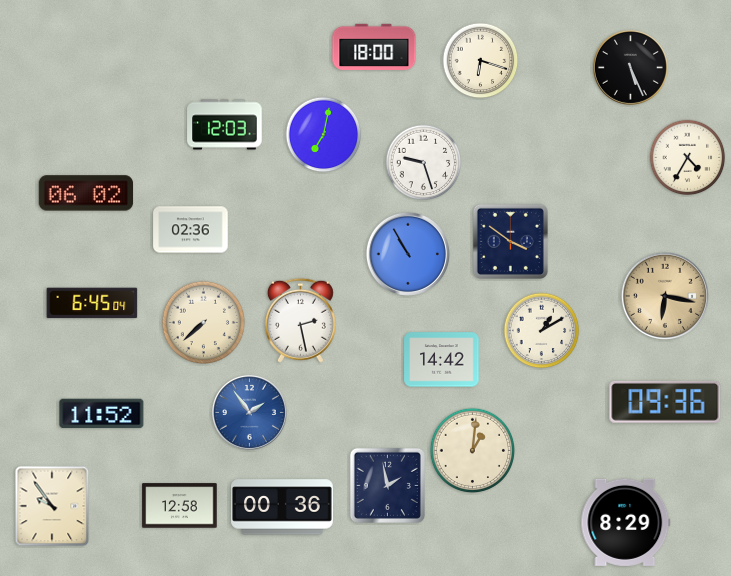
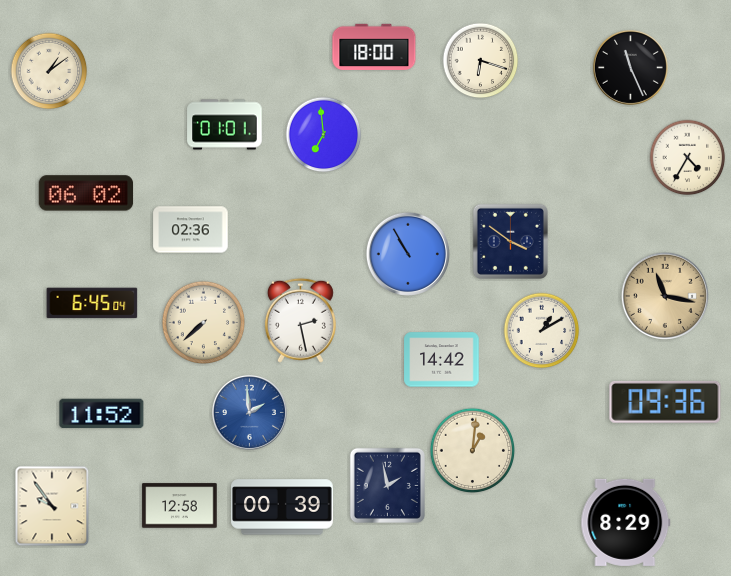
clock at (630, 67): 5:26 -> 11:26
clock at (49, 71): none -> 1:09
clock at (225, 125): 12:03 -> 01:01
clock at (324, 135): 7:02 -> 6:59
clock at (424, 163): 9:27 -> none
clock at (665, 296): 6:17 -> 11:17
clock at (249, 412): 1:54 -> 1:59
clock at (282, 507): 00:36 -> 00:39
